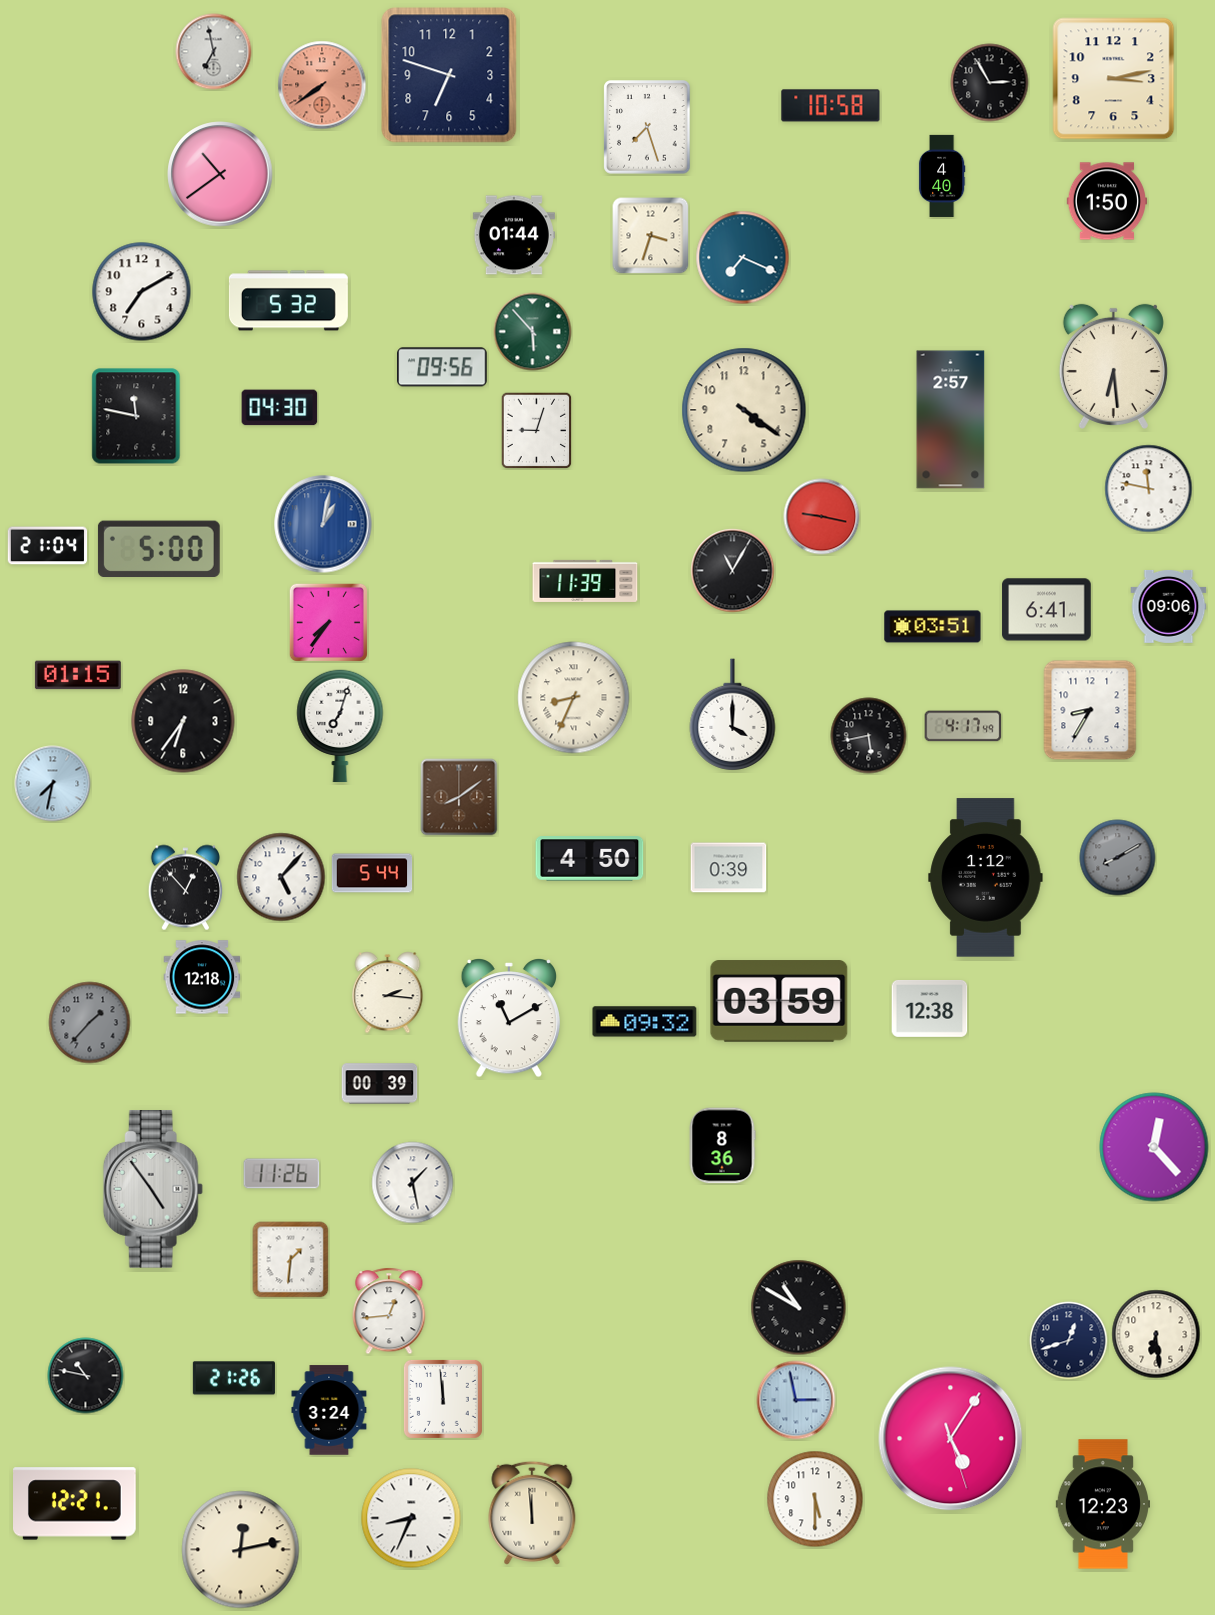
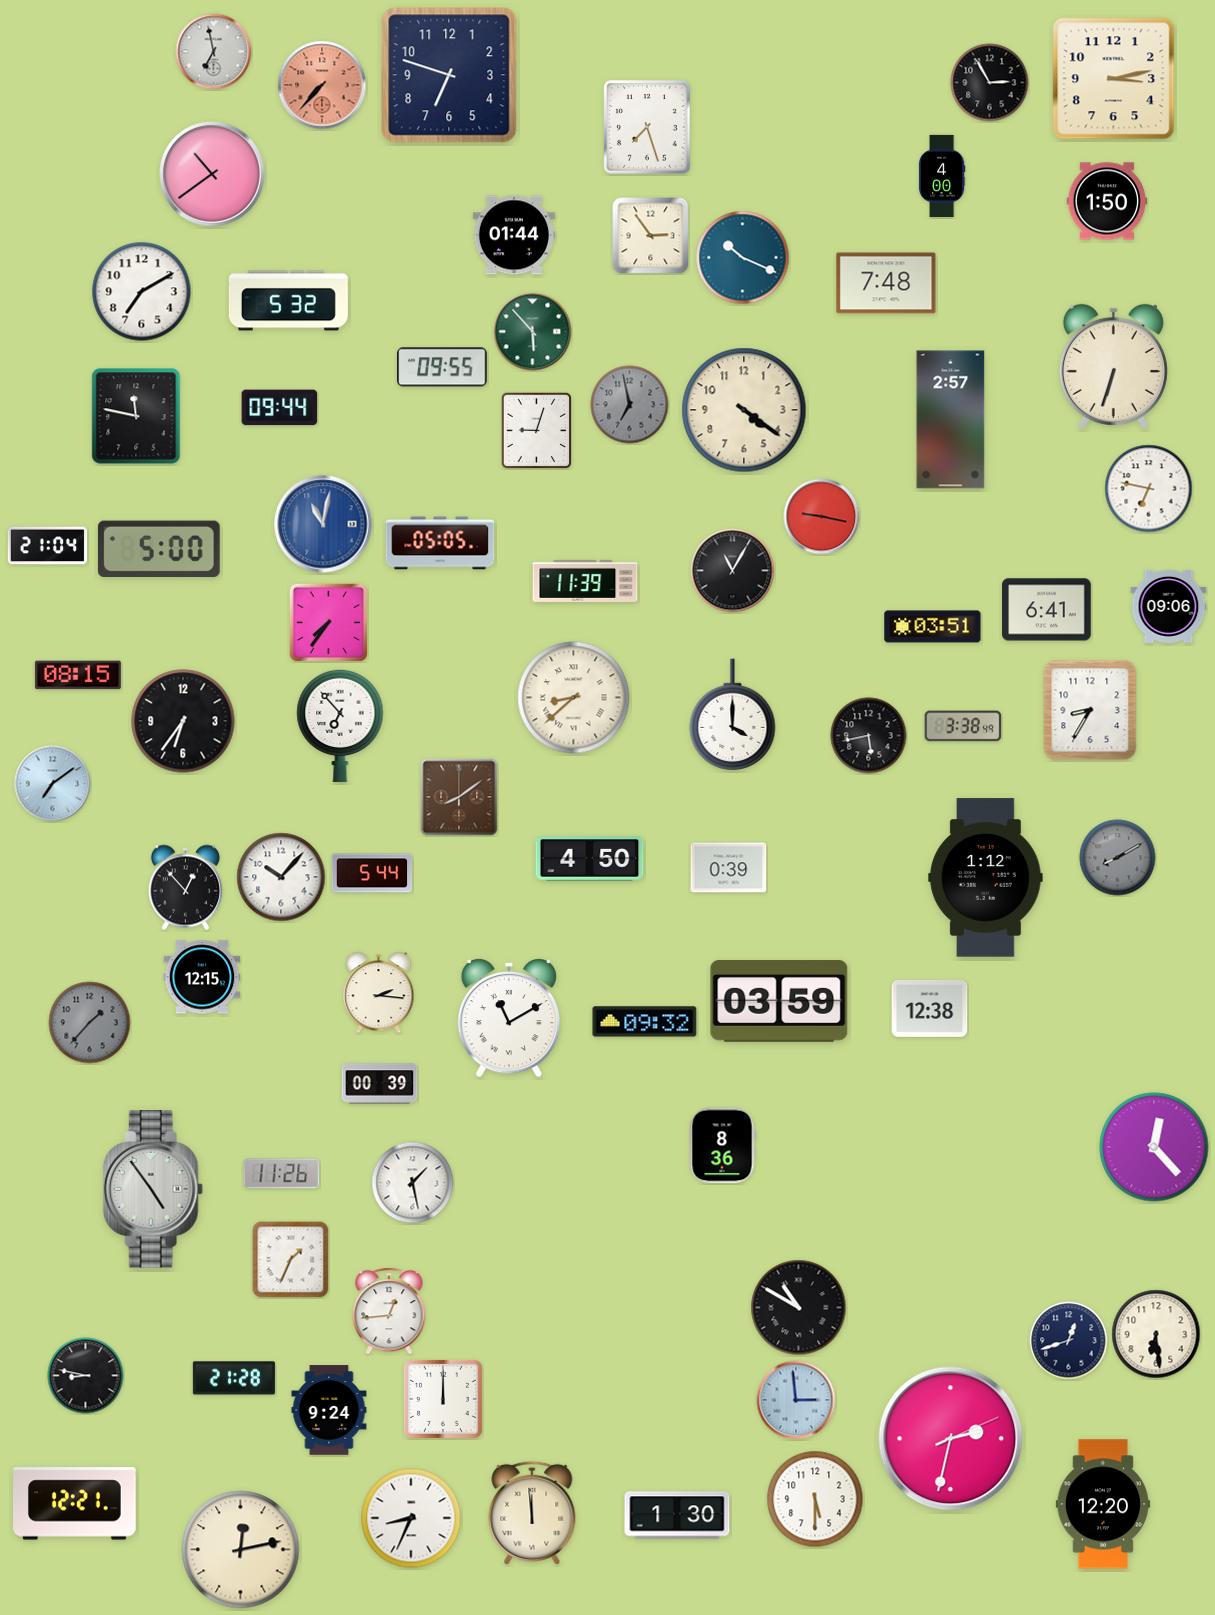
clock at (322, 85): 7:39 -> 7:37
clock at (831, 106): 10:58 -> none
clock at (220, 174) position: (220, 174) -> (212, 174)
clock at (942, 175): 4:40 -> 4:00
clock at (651, 236): 3:33 -> 2:54
clock at (743, 258): 7:19 -> 10:19
clock at (886, 283): none -> 7:48
clock at (1113, 366): 6:29 -> 6:33
clock at (442, 367): 09:56 -> 09:55
clock at (630, 405): none -> 6:58
clock at (280, 408): 04:30 -> 09:44
clock at (1149, 489): 11:47 -> 6:47
clock at (323, 524): 1:02 -> 11:02
clock at (440, 543): none -> 05:05
clock at (78, 675): 01:15 -> 08:15
clock at (574, 698): 8:34 -> 8:38
clock at (340, 726): 7:03 -> 6:53
clock at (963, 726): 4:17 -> 3:38
clock at (53, 784): 7:32 -> 7:09
clock at (281, 877): 5:07 -> 10:07
clock at (202, 977): 12:18 -> 12:15
clock at (388, 993) position: (388, 993) -> (379, 993)
clock at (291, 1260): 1:31 -> 1:34
clock at (86, 1376): 10:47 -> 8:47
clock at (234, 1378): 21:26 -> 21:28
clock at (443, 1399): 11:59 -> 12:00
clock at (796, 1400): 2:58 -> 2:59
clock at (329, 1410): 3:24 -> 9:24
clock at (951, 1439): 5:05 -> 2:32
clock at (1102, 1504): 12:23 -> 12:20
clock at (677, 1515): none -> 1:30
